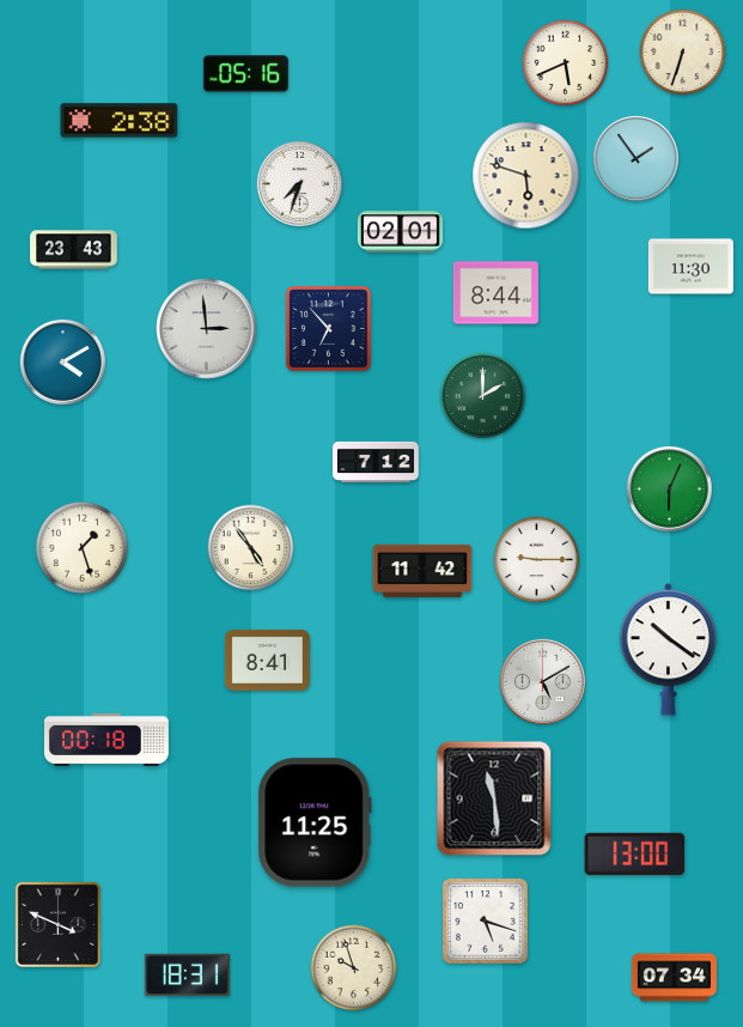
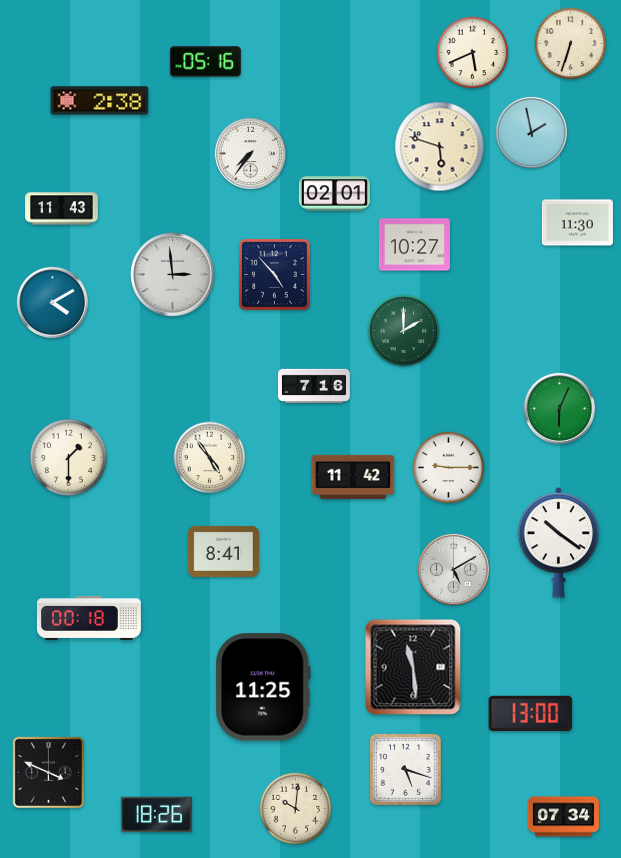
clock at (635, 158): 1:54 -> 1:58
clock at (299, 183): 7:33 -> 7:36
clock at (74, 250): 23:43 -> 11:43
clock at (495, 293): 8:44 -> 10:27
clock at (329, 329): 6:53 -> 4:53
clock at (376, 462): 7:12 -> 7:16
clock at (81, 547): 1:27 -> 1:30
clock at (354, 968): 9:57 -> 10:01
clock at (187, 976): 18:31 -> 18:26
